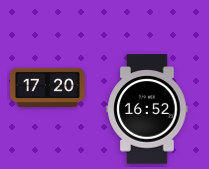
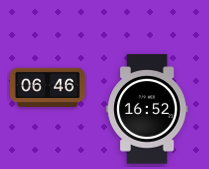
clock at (47, 87): 17:20 -> 06:46
